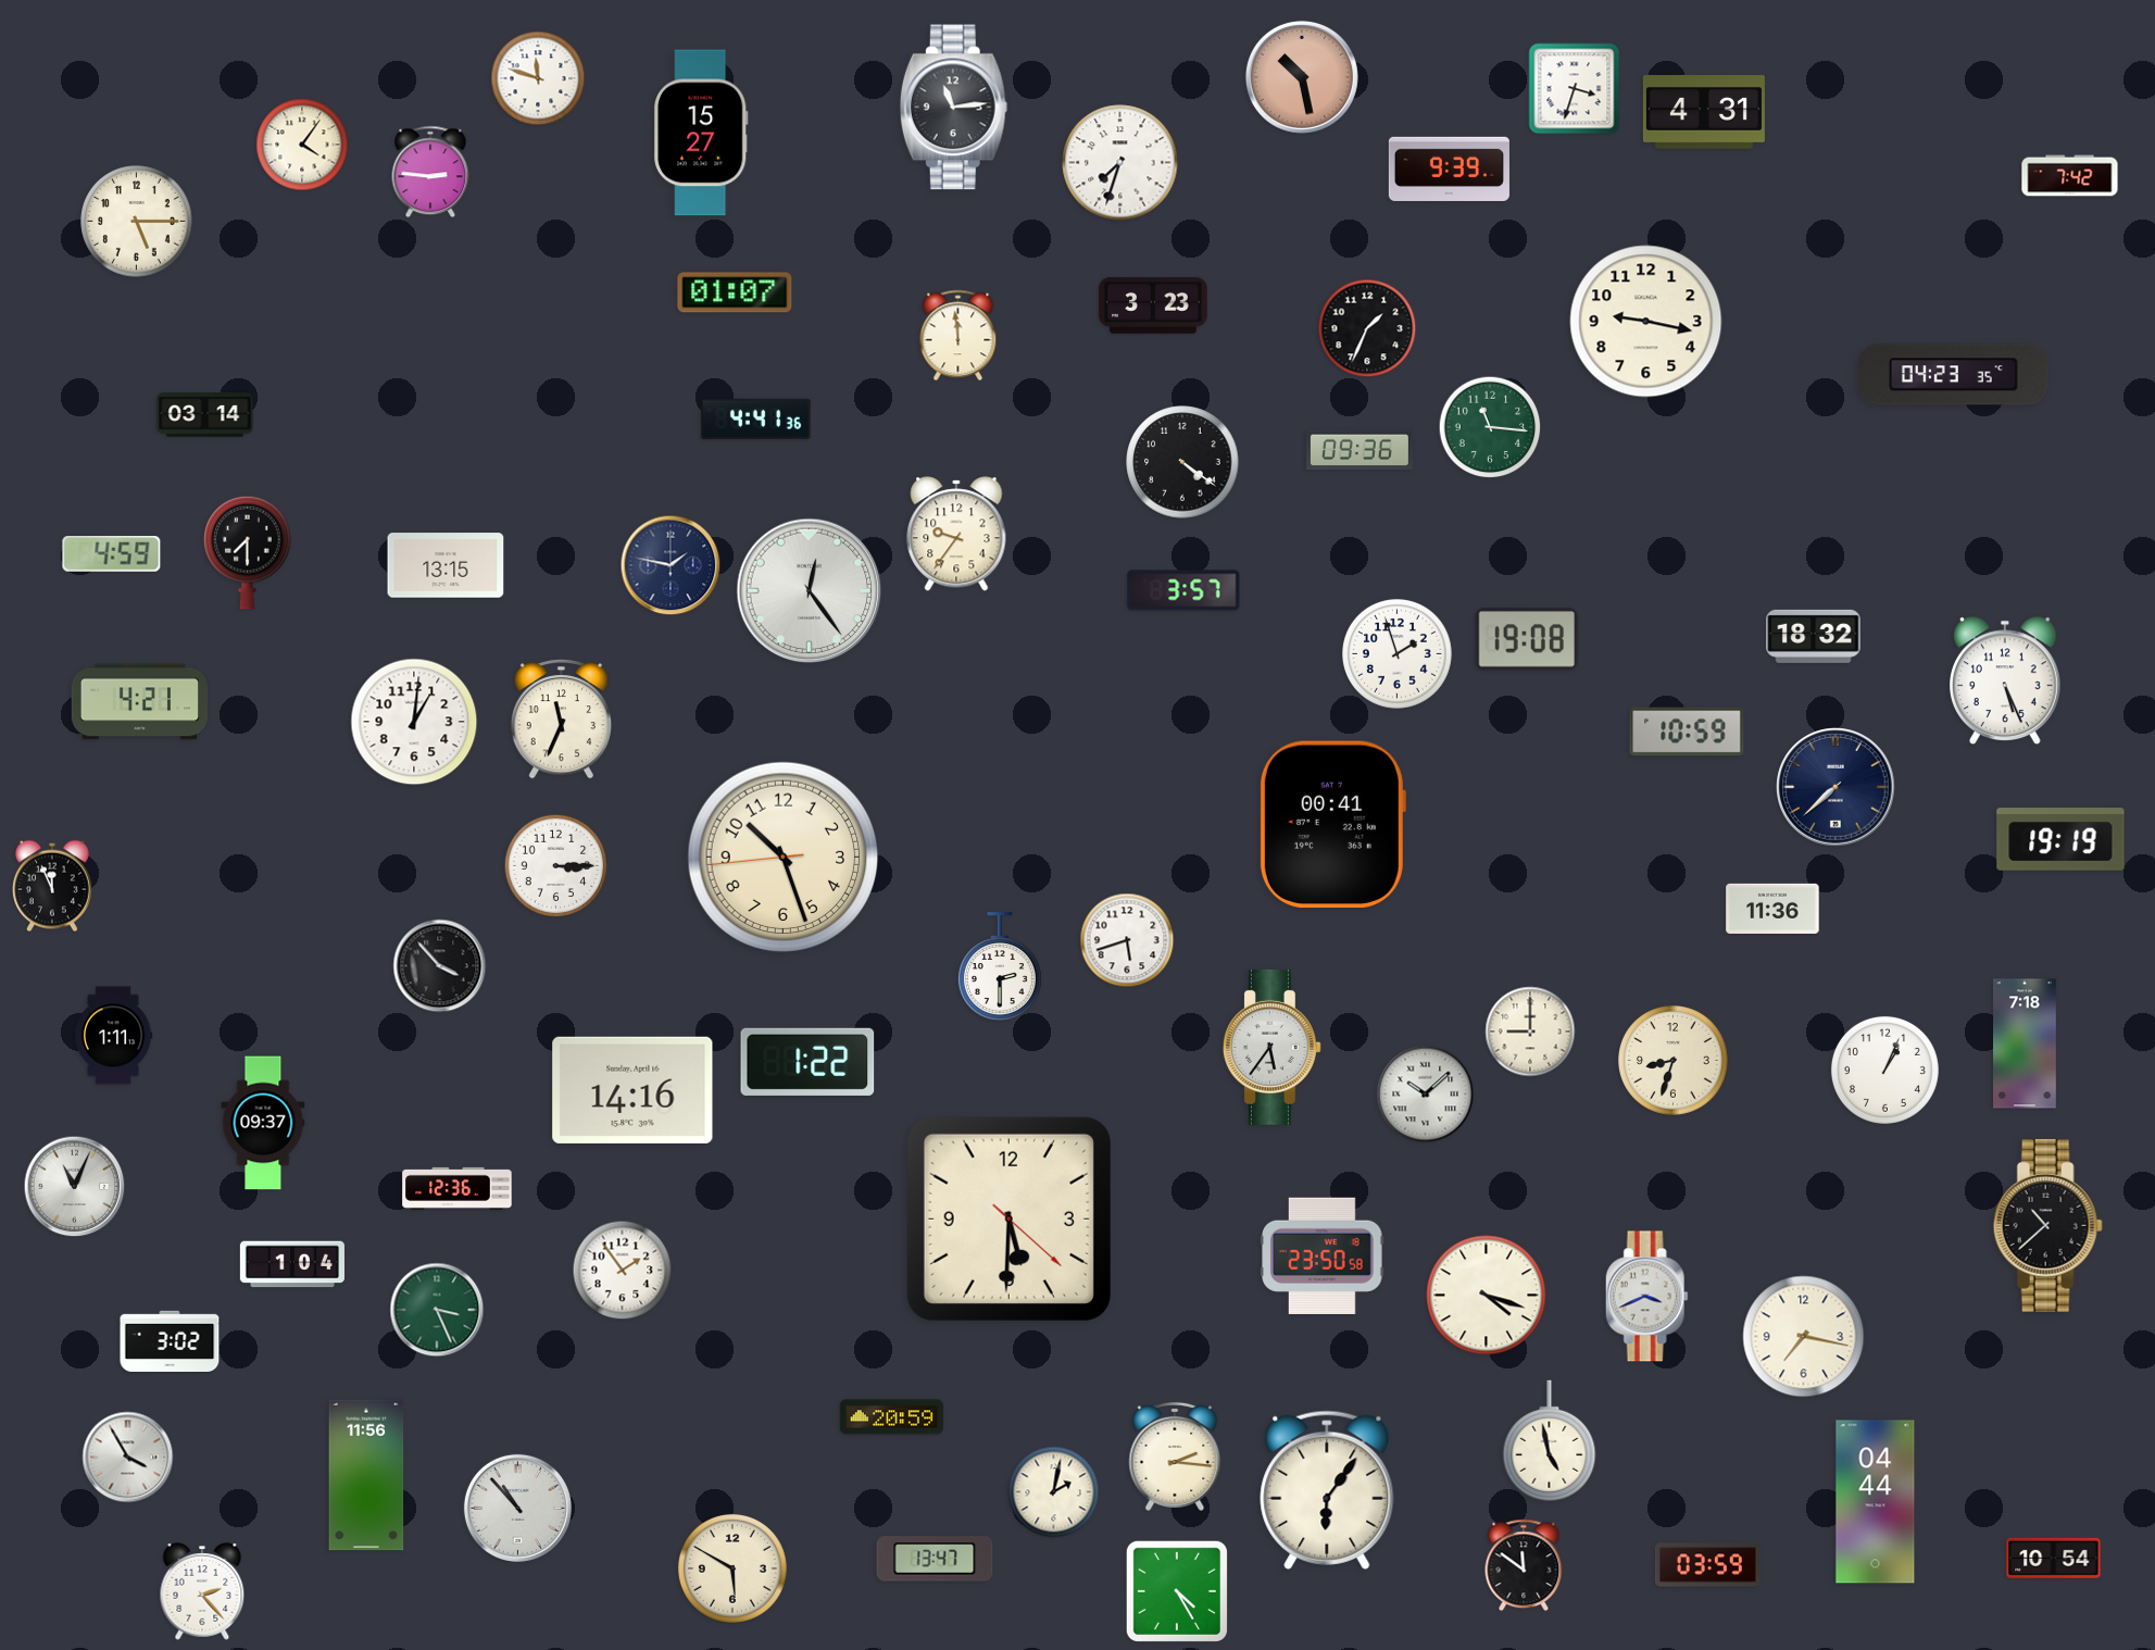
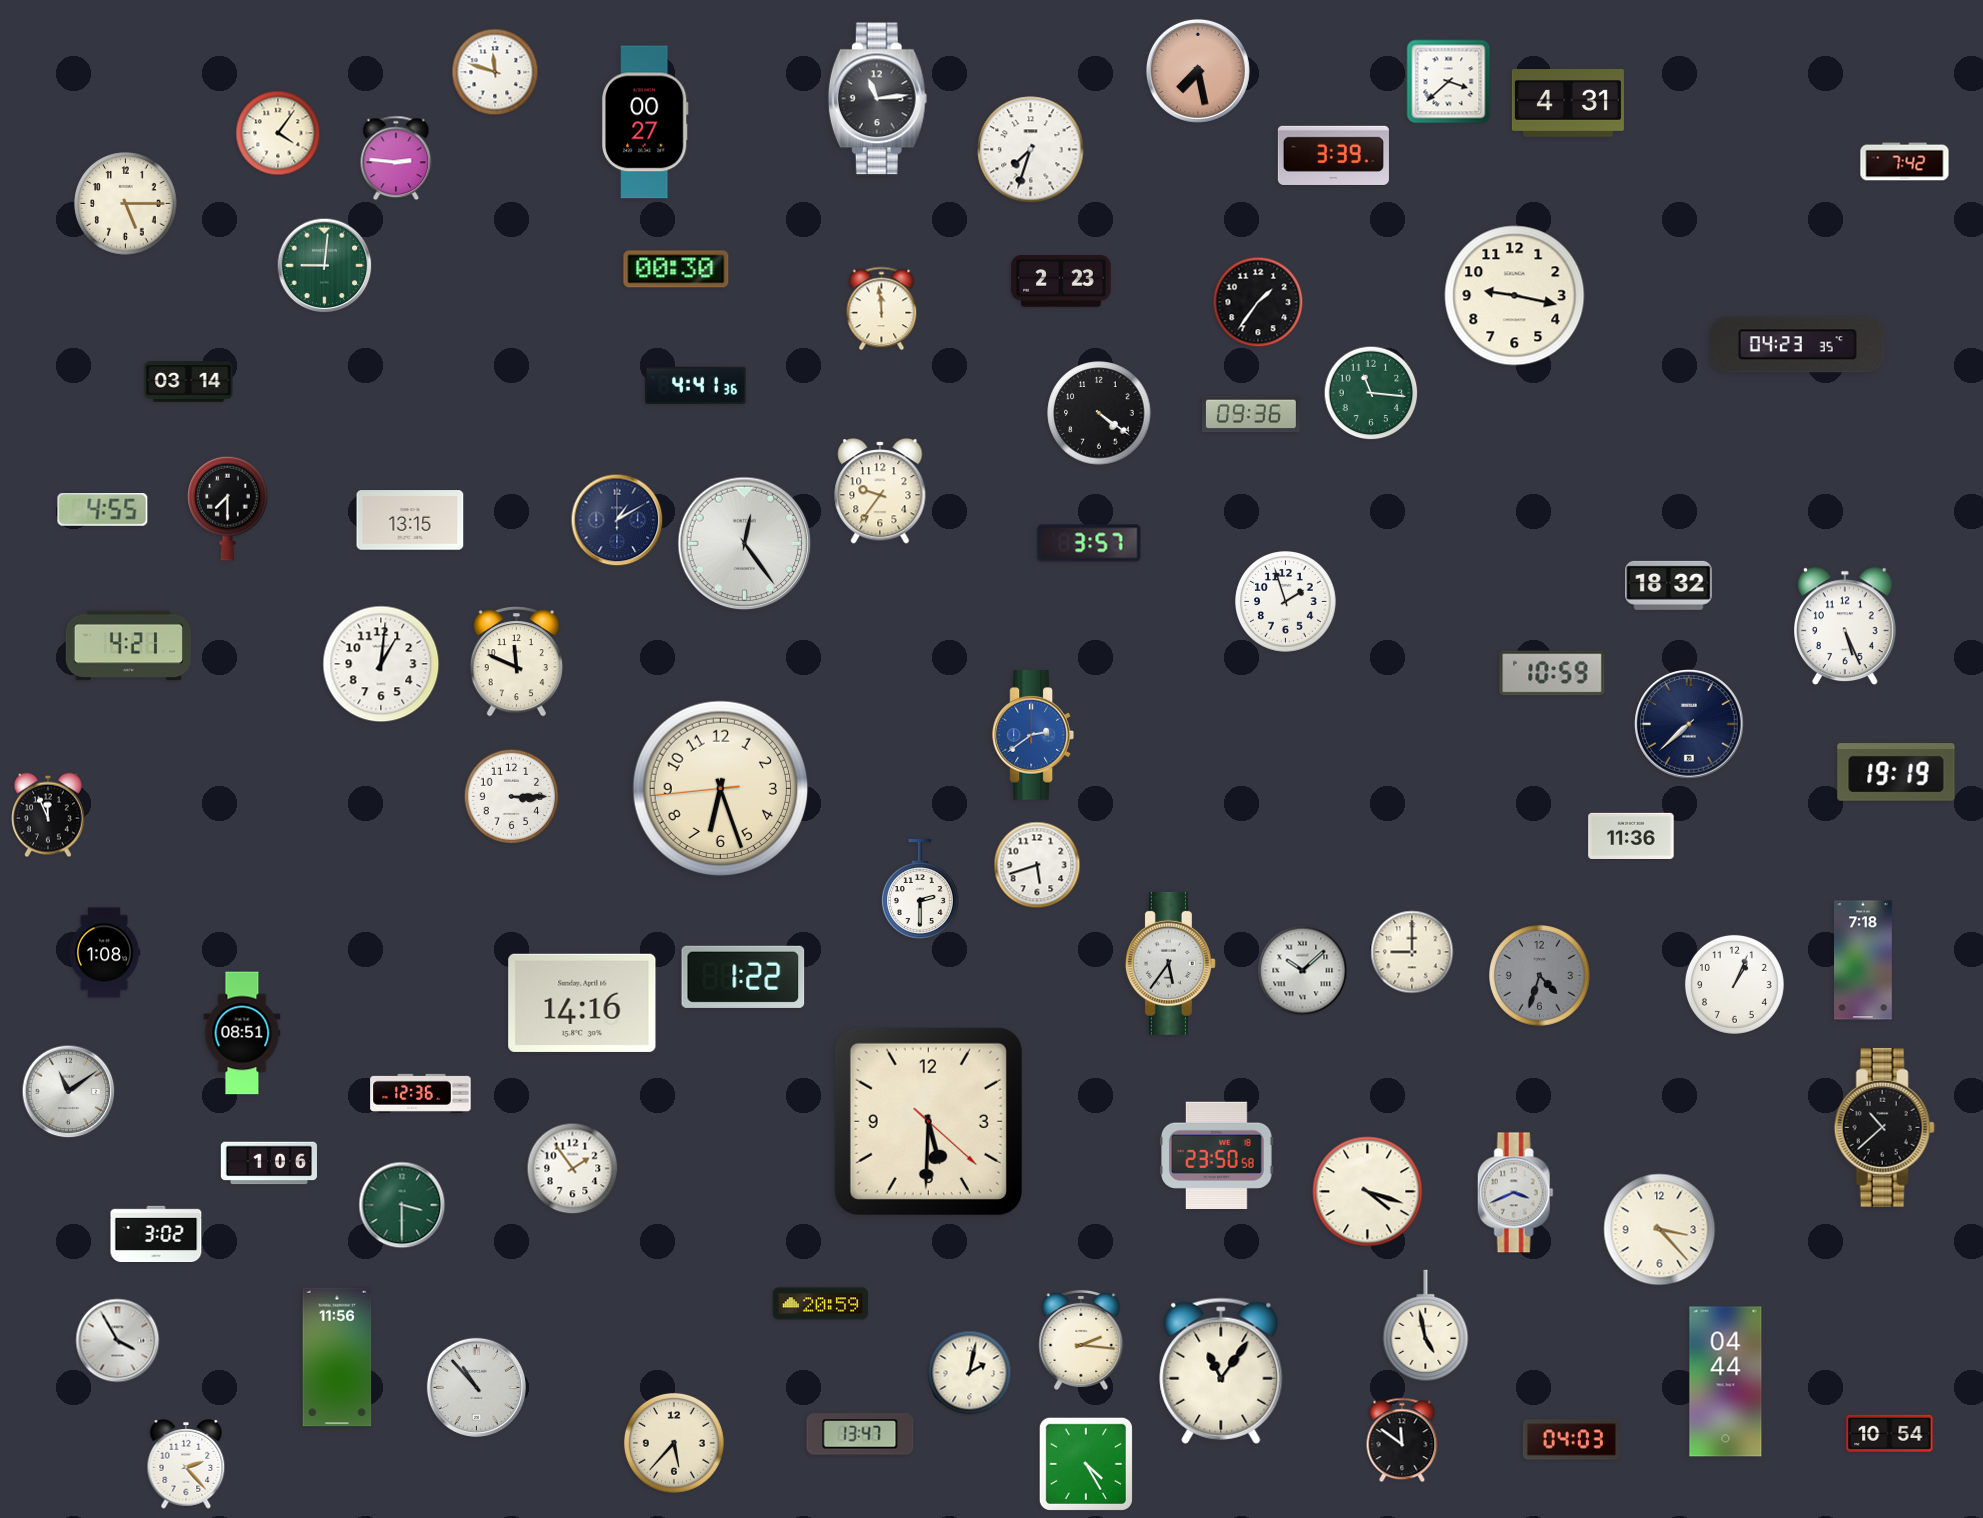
clock at (1302, 77): 10:28 -> 7:28
clock at (1575, 89): 3:33 -> 3:38
clock at (702, 133): 15:27 -> 00:27
clock at (1449, 168): 9:39 -> 3:39
clock at (325, 266): none -> 9:01
clock at (735, 292): 01:07 -> 00:30
clock at (1153, 305): 3:23 -> 2:23
clock at (1367, 328): 1:34 -> 1:36
clock at (1182, 462) position: (1182, 462) -> (1099, 413)
clock at (112, 554): 4:59 -> 4:55
clock at (671, 565): 1:47 -> 1:10
clock at (1526, 639): 19:08 -> none
clock at (561, 720): 11:34 -> 11:49
clock at (1033, 735): none -> 2:39
clock at (1332, 825): 00:41 -> none
clock at (784, 858): 10:26 -> 6:26
clock at (440, 966): 3:53 -> none
clock at (1530, 1032) position: (1530, 1032) -> (1412, 952)
clock at (113, 1036): 1:11 -> 1:08
clock at (1674, 1061): 8:33 -> 4:33
clock at (1674, 1061) dial: cream -> grey
clock at (1426, 1095) position: (1426, 1095) -> (1303, 971)
clock at (263, 1123): 09:37 -> 08:51
clock at (75, 1187): 11:04 -> 11:09
clock at (292, 1264): 1:04 -> 1:06
clock at (437, 1310): 3:26 -> 3:30
clock at (1804, 1337): 7:17 -> 3:23
clock at (1327, 1490): 6:06 -> 11:06
clock at (1707, 1565): 03:59 -> 04:03
clock at (732, 1568): 5:50 -> 5:37
clock at (1177, 1591) position: (1177, 1591) -> (1086, 1464)
